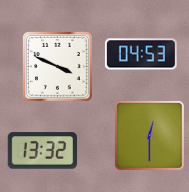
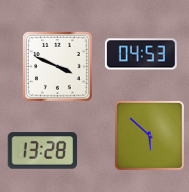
clock at (149, 135): 12:30 -> 5:52
clock at (43, 151): 13:32 -> 13:28
